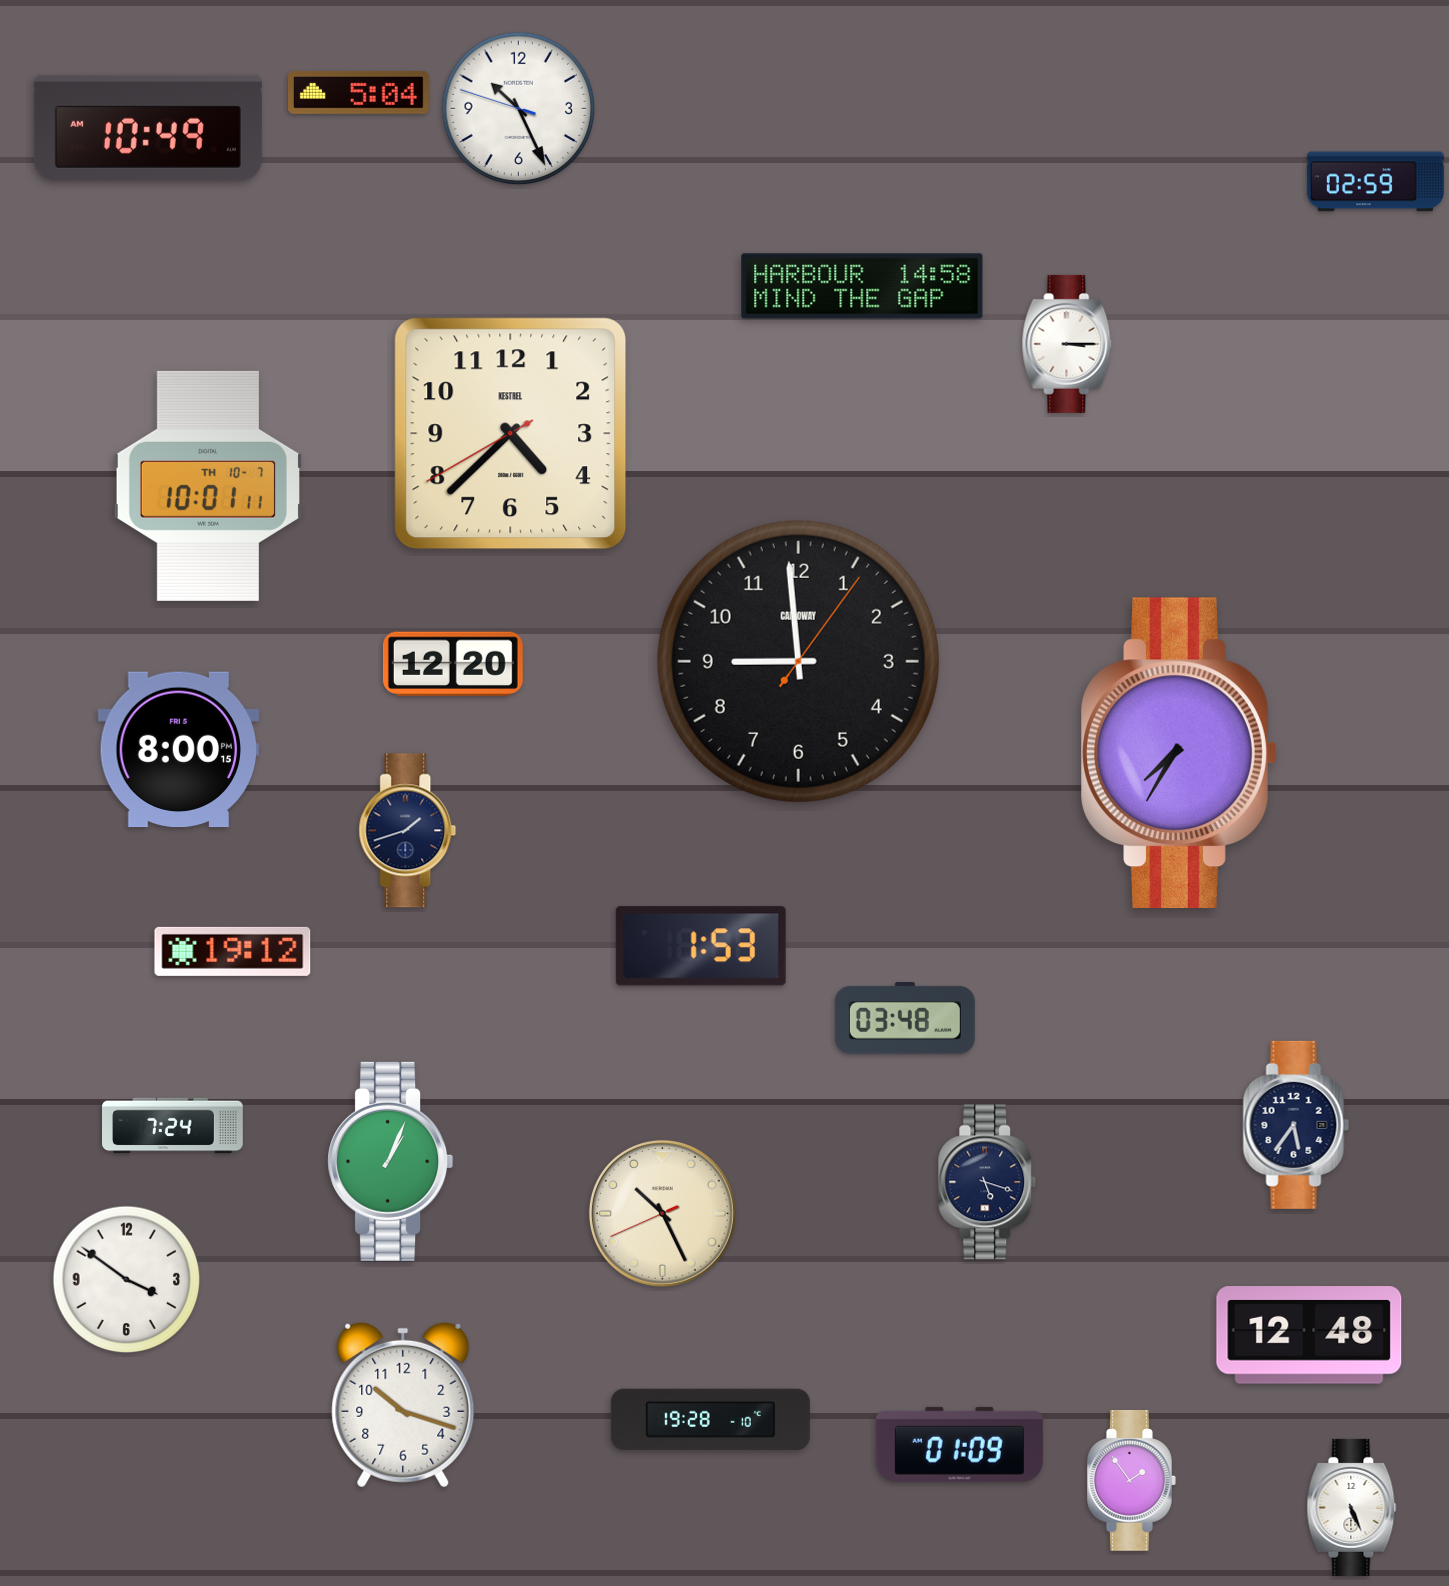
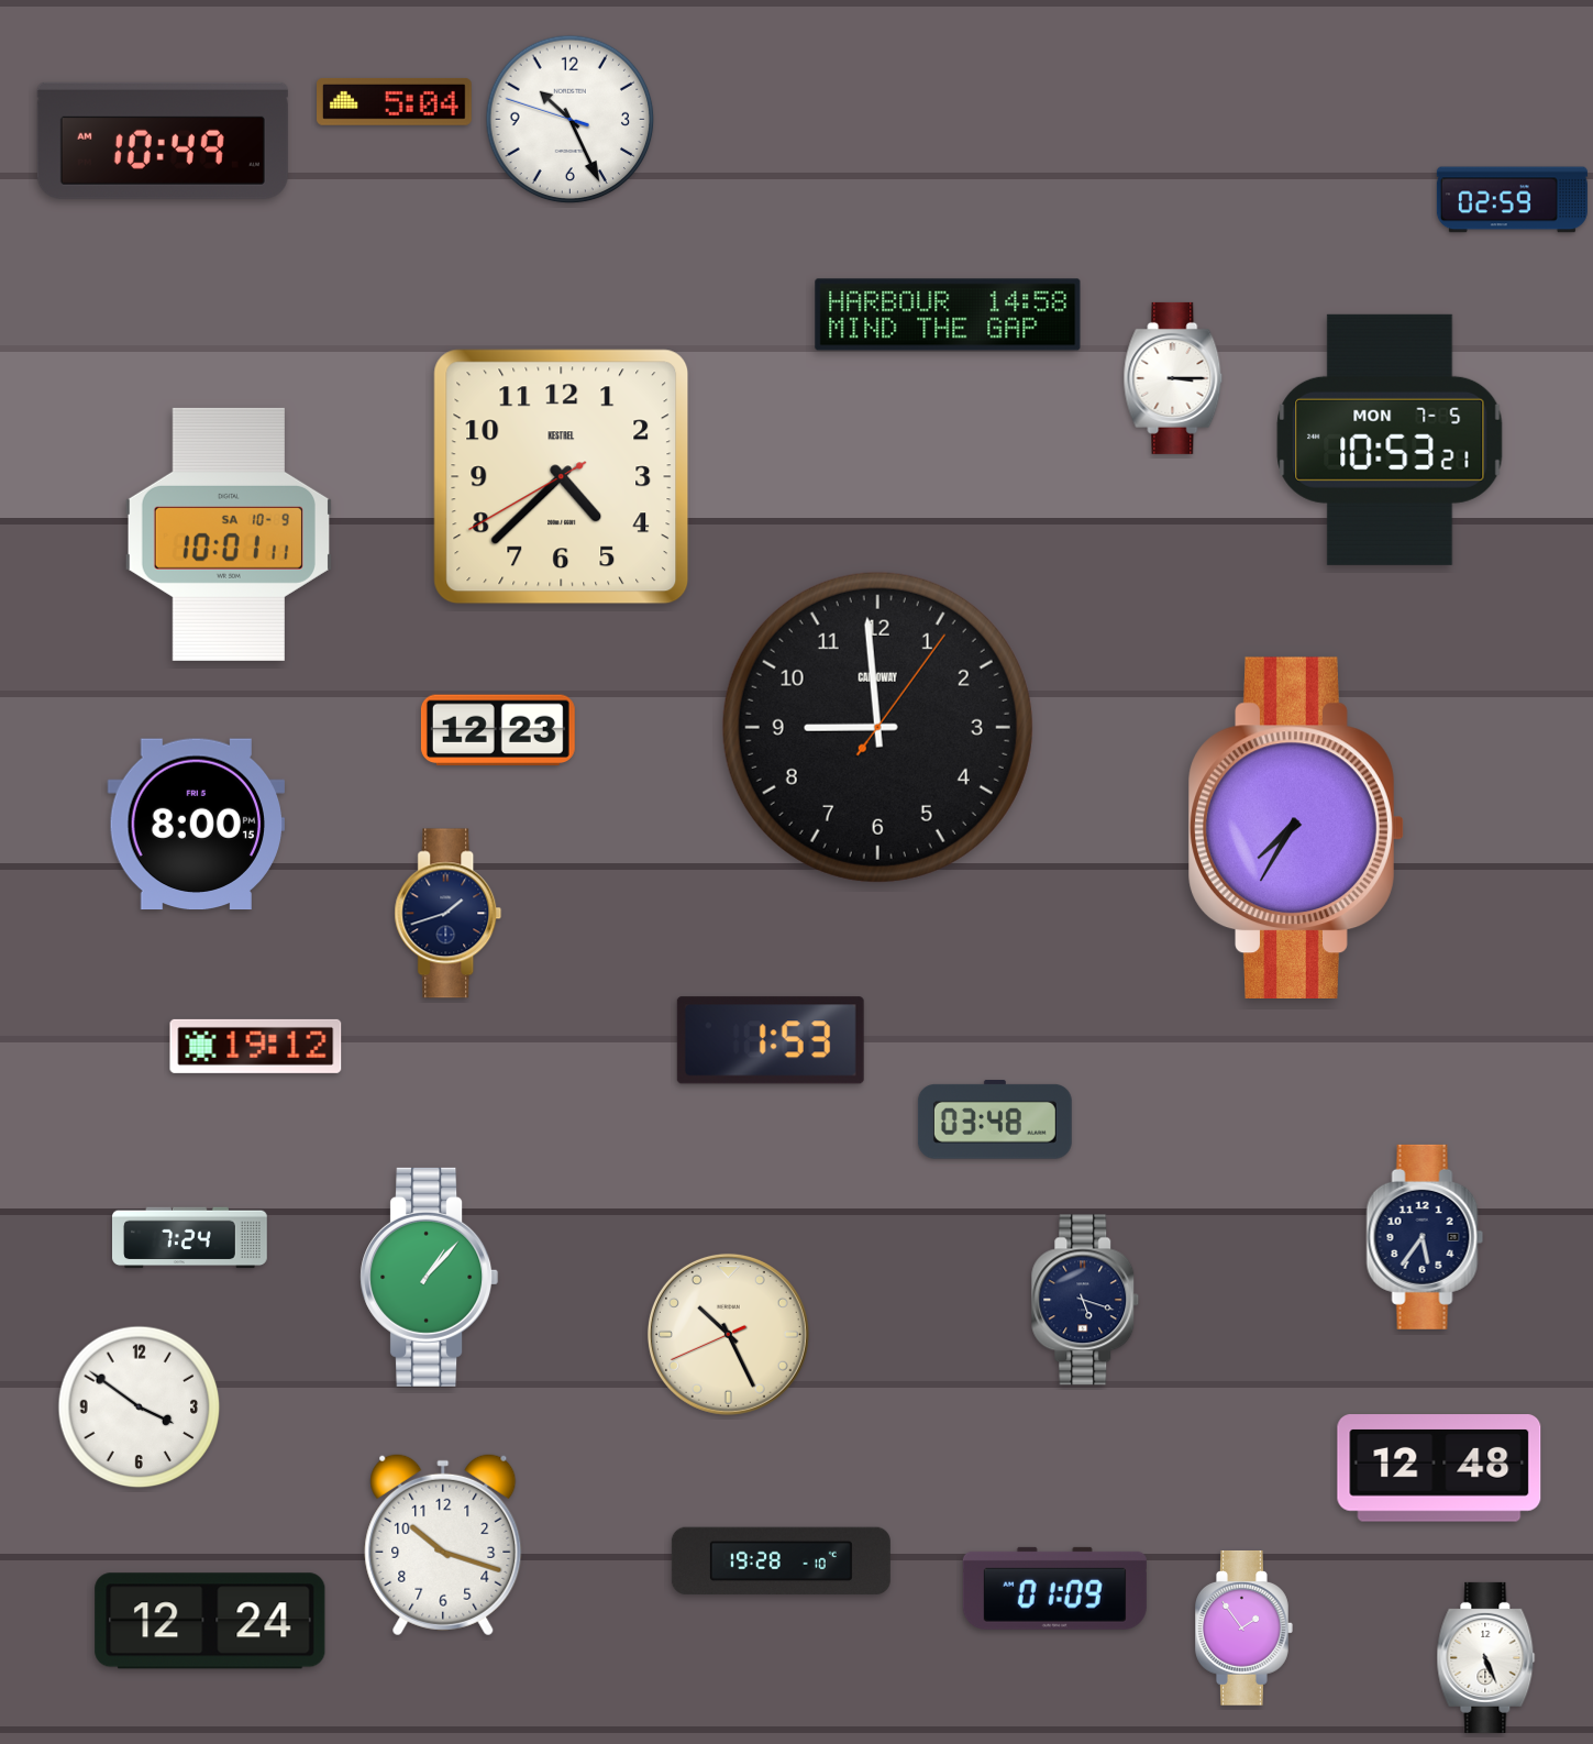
clock at (1390, 440): none -> 10:53
clock at (208, 486) date: TH 10-7 -> SA 10-9
clock at (453, 664): 12:20 -> 12:23
clock at (391, 1161): 1:04 -> 1:07
clock at (210, 1621): none -> 12:24
